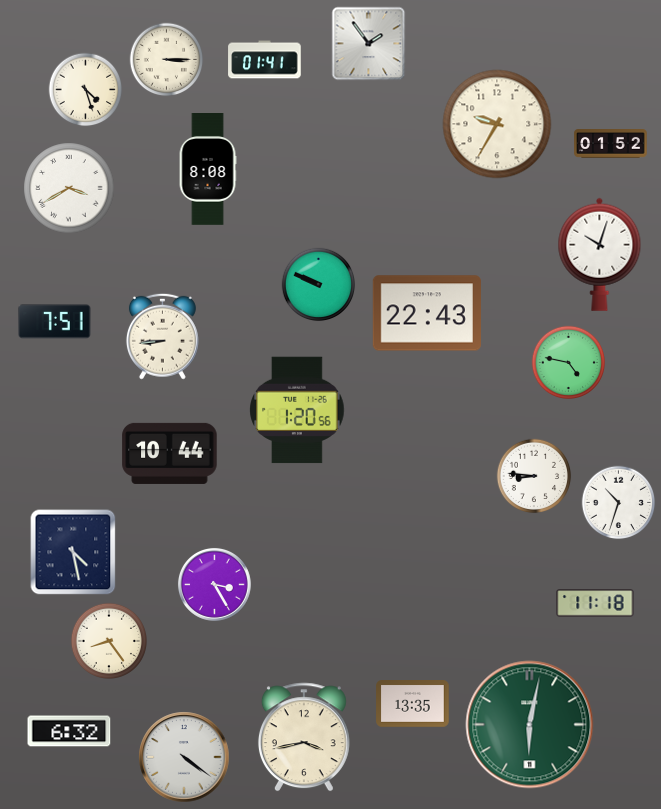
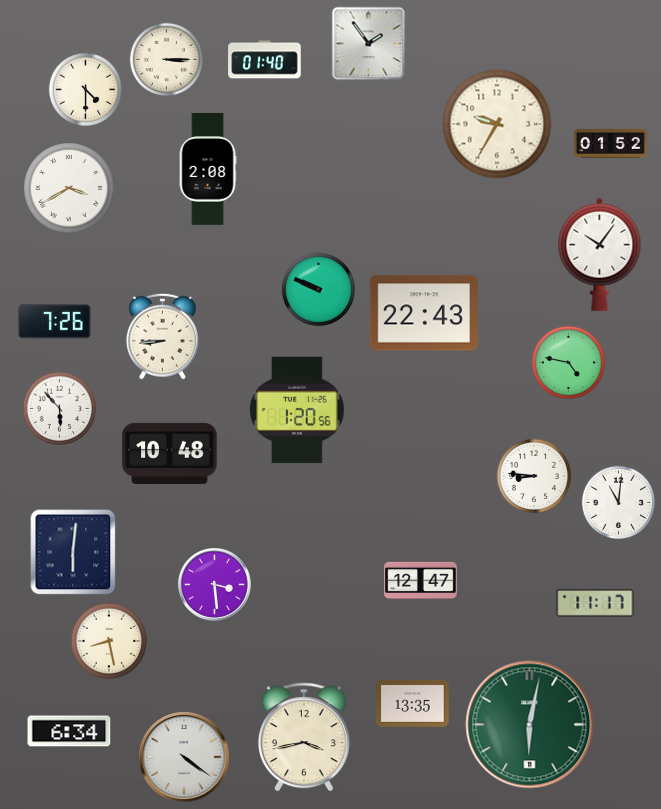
clock at (265, 60): 01:41 -> 01:40
clock at (86, 90): 4:27 -> 4:30
clock at (208, 169): 8:08 -> 2:08
clock at (600, 254): 10:03 -> 10:06
clock at (319, 285) position: (319, 285) -> (319, 290)
clock at (427, 313) position: (427, 313) -> (424, 313)
clock at (55, 322): 7:51 -> 7:26
clock at (60, 409): none -> 5:53
clock at (170, 453): 10:44 -> 10:48
clock at (619, 503): 10:33 -> 11:01
clock at (73, 552): 4:28 -> 6:01
clock at (421, 580): none -> 12:47
clock at (214, 584): 3:25 -> 3:29
clock at (595, 603): 11:18 -> 11:17
clock at (108, 640): 8:24 -> 8:28
clock at (69, 731): 6:32 -> 6:34
